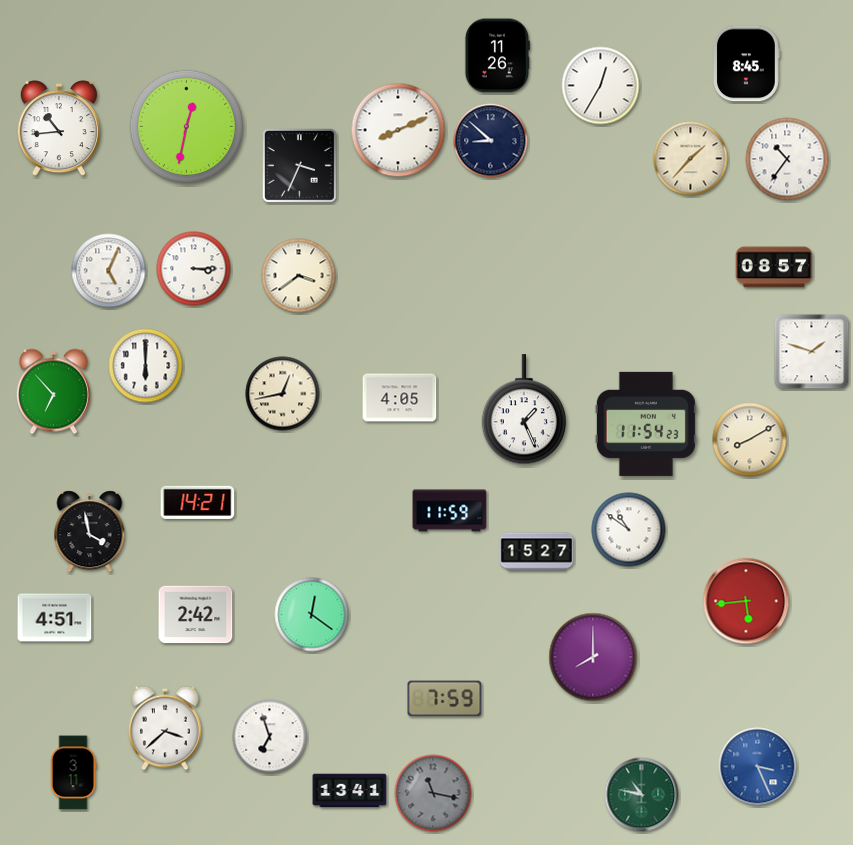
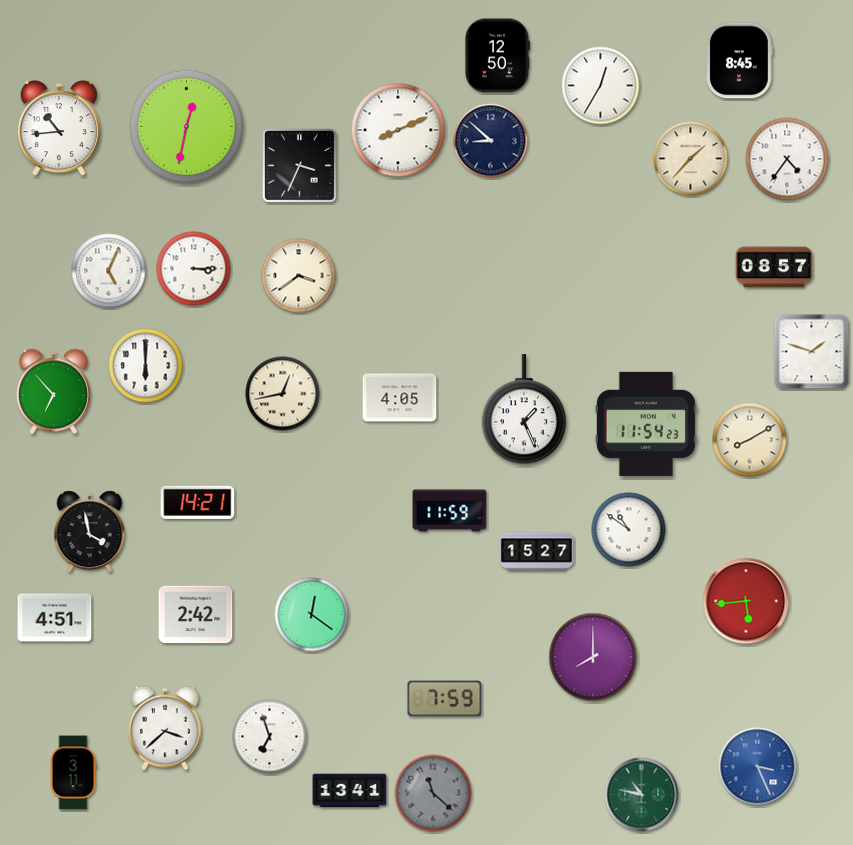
clock at (497, 56): 11:26 -> 12:50
clock at (746, 64) position: (746, 64) -> (739, 61)
clock at (787, 159): 10:36 -> 4:36
clock at (433, 793): 11:17 -> 11:22
